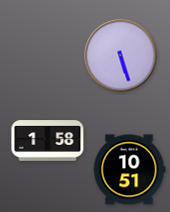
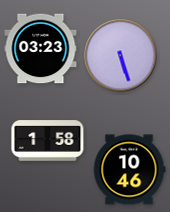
clock at (41, 49): none -> 03:23
clock at (129, 170): 10:51 -> 10:46
